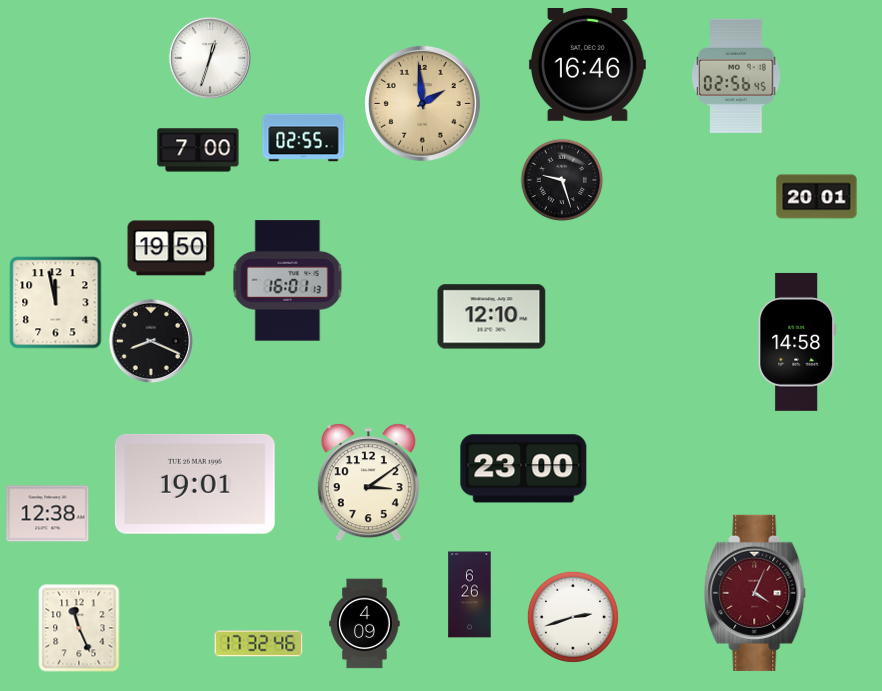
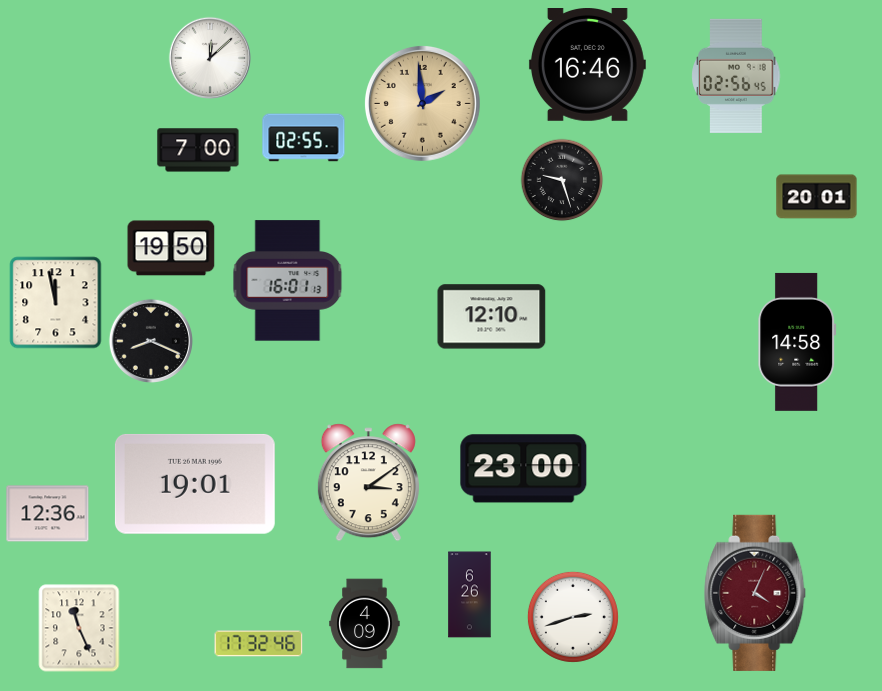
clock at (209, 57): 12:33 -> 12:08
clock at (48, 514): 12:38 -> 12:36
